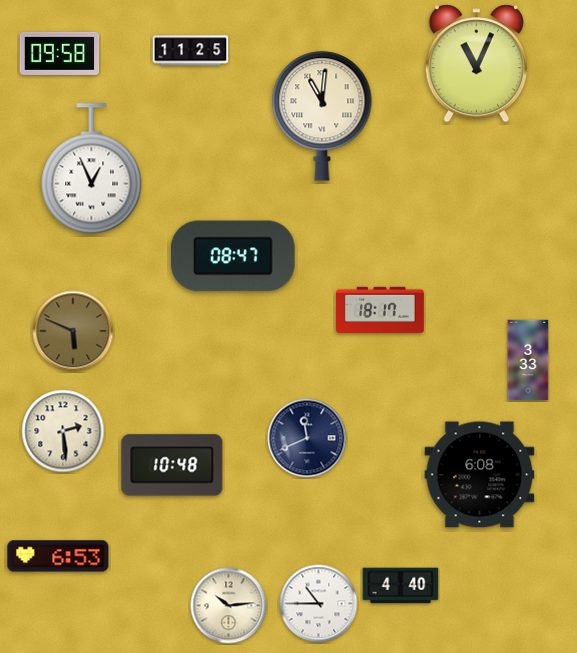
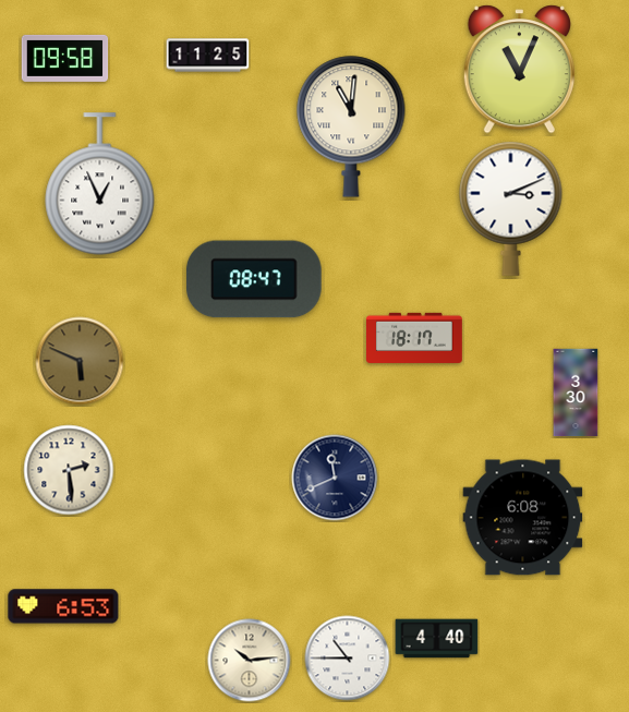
clock at (511, 208): none -> 3:11
clock at (528, 360): 3:33 -> 3:30
clock at (172, 465): 10:48 -> none
